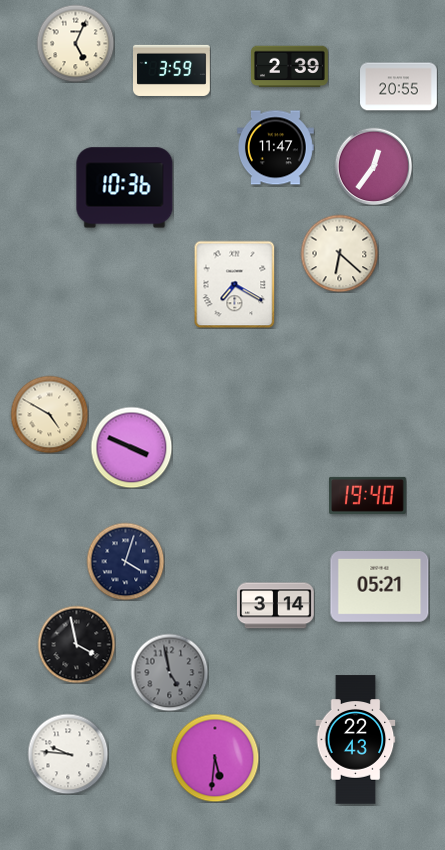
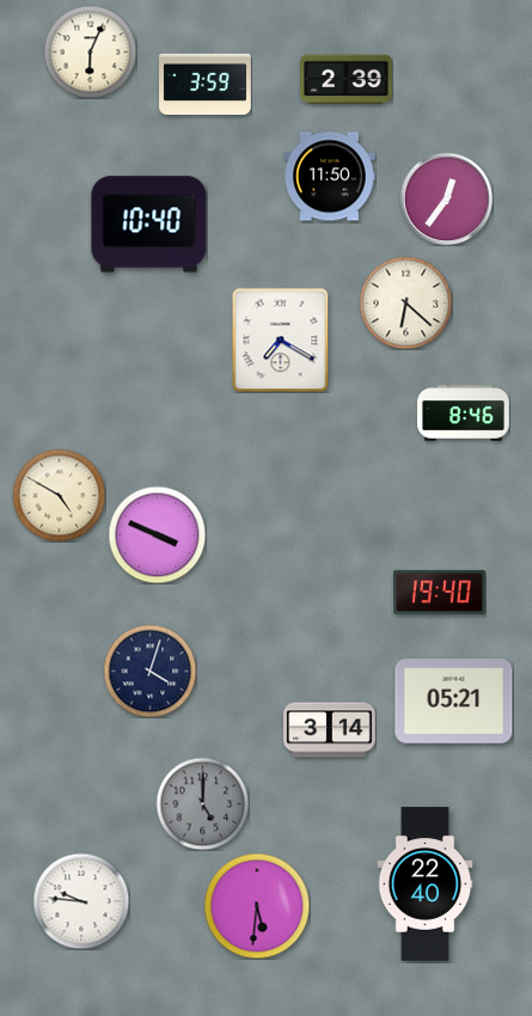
clock at (75, 43): 5:04 -> 6:04
clock at (399, 87): 20:55 -> none
clock at (276, 148): 11:47 -> 11:50
clock at (125, 188): 10:36 -> 10:40
clock at (464, 414): none -> 8:46
clock at (276, 606) position: (276, 606) -> (330, 730)
clock at (76, 644): 3:58 -> none
clock at (169, 672): 4:58 -> 5:00
clock at (356, 740): 22:43 -> 22:40
